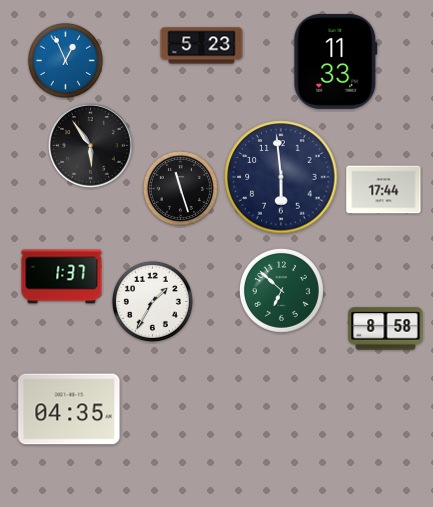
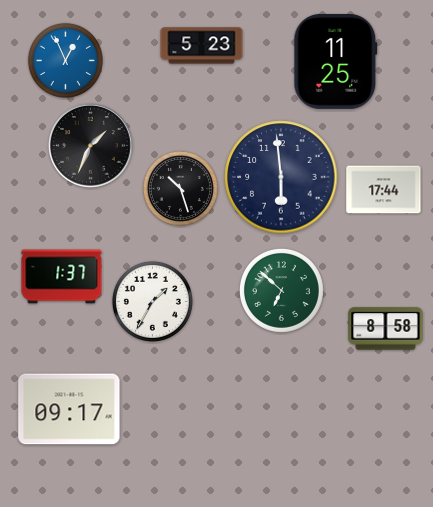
clock at (336, 61): 11:33 -> 11:25
clock at (91, 146): 5:54 -> 1:34
clock at (180, 188): 11:27 -> 10:27
clock at (69, 409): 04:35 -> 09:17
